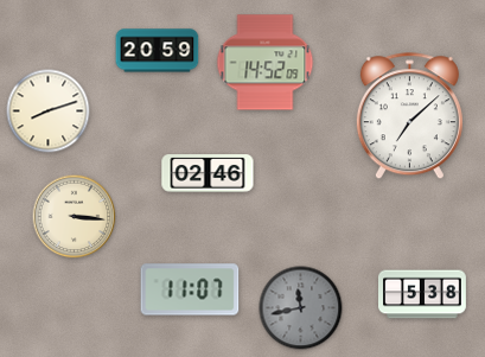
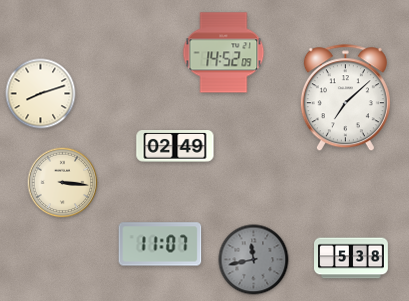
clock at (158, 51): 20:59 -> none
clock at (208, 173): 02:46 -> 02:49
clock at (423, 294) position: (423, 294) -> (352, 258)
